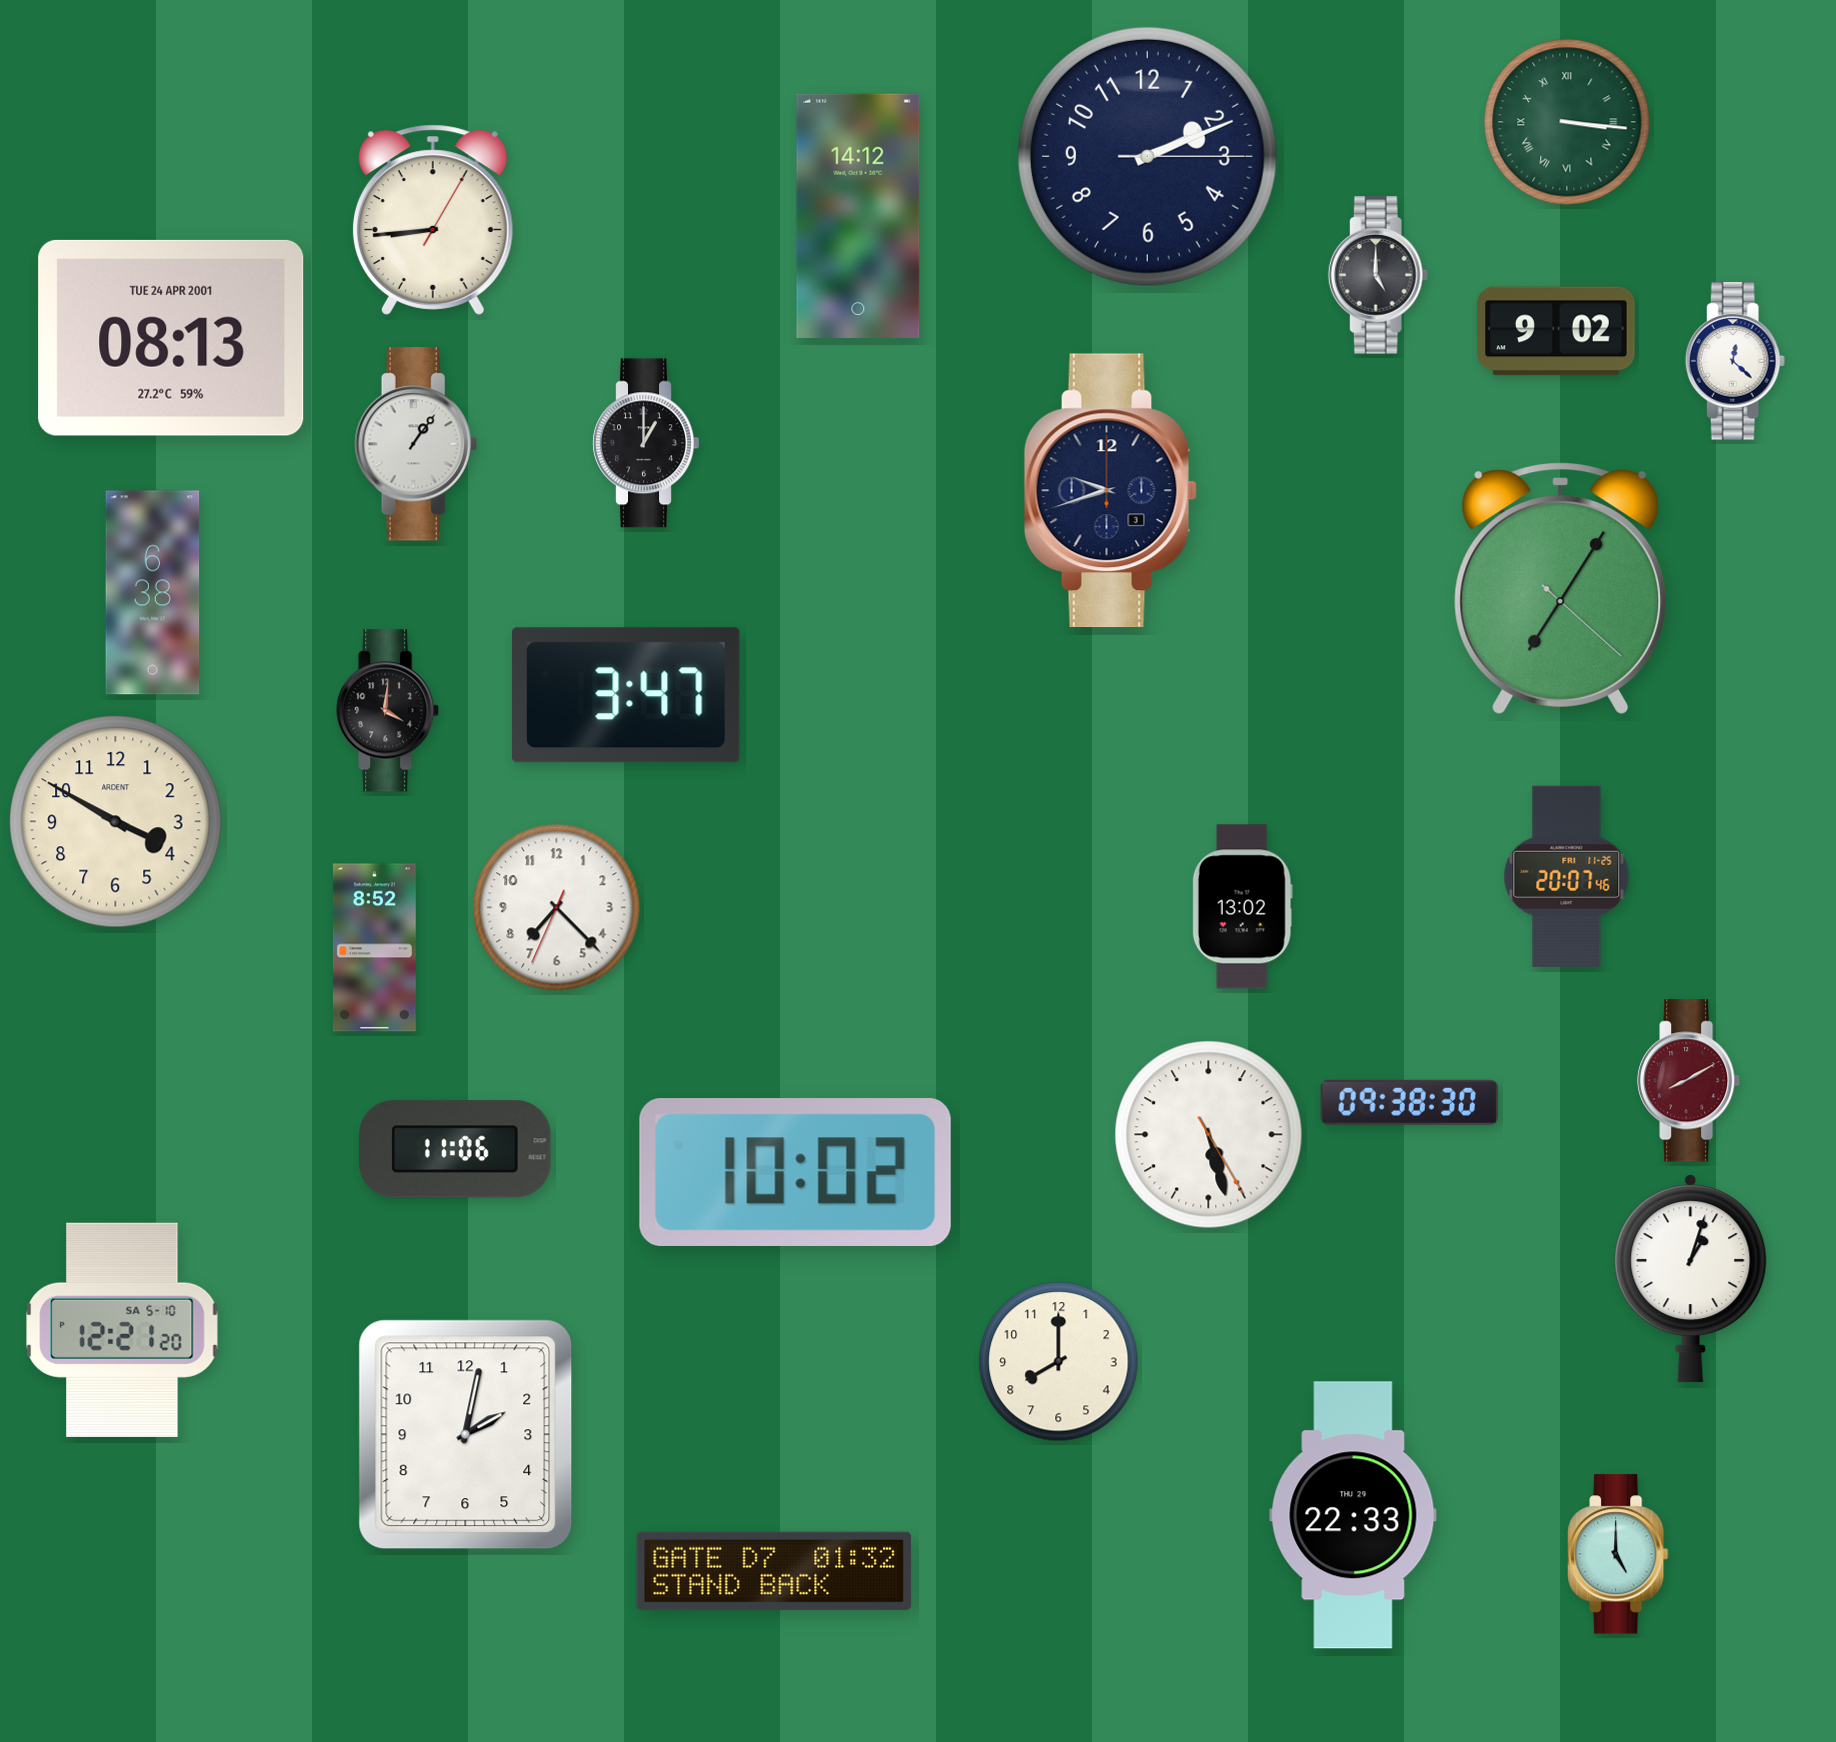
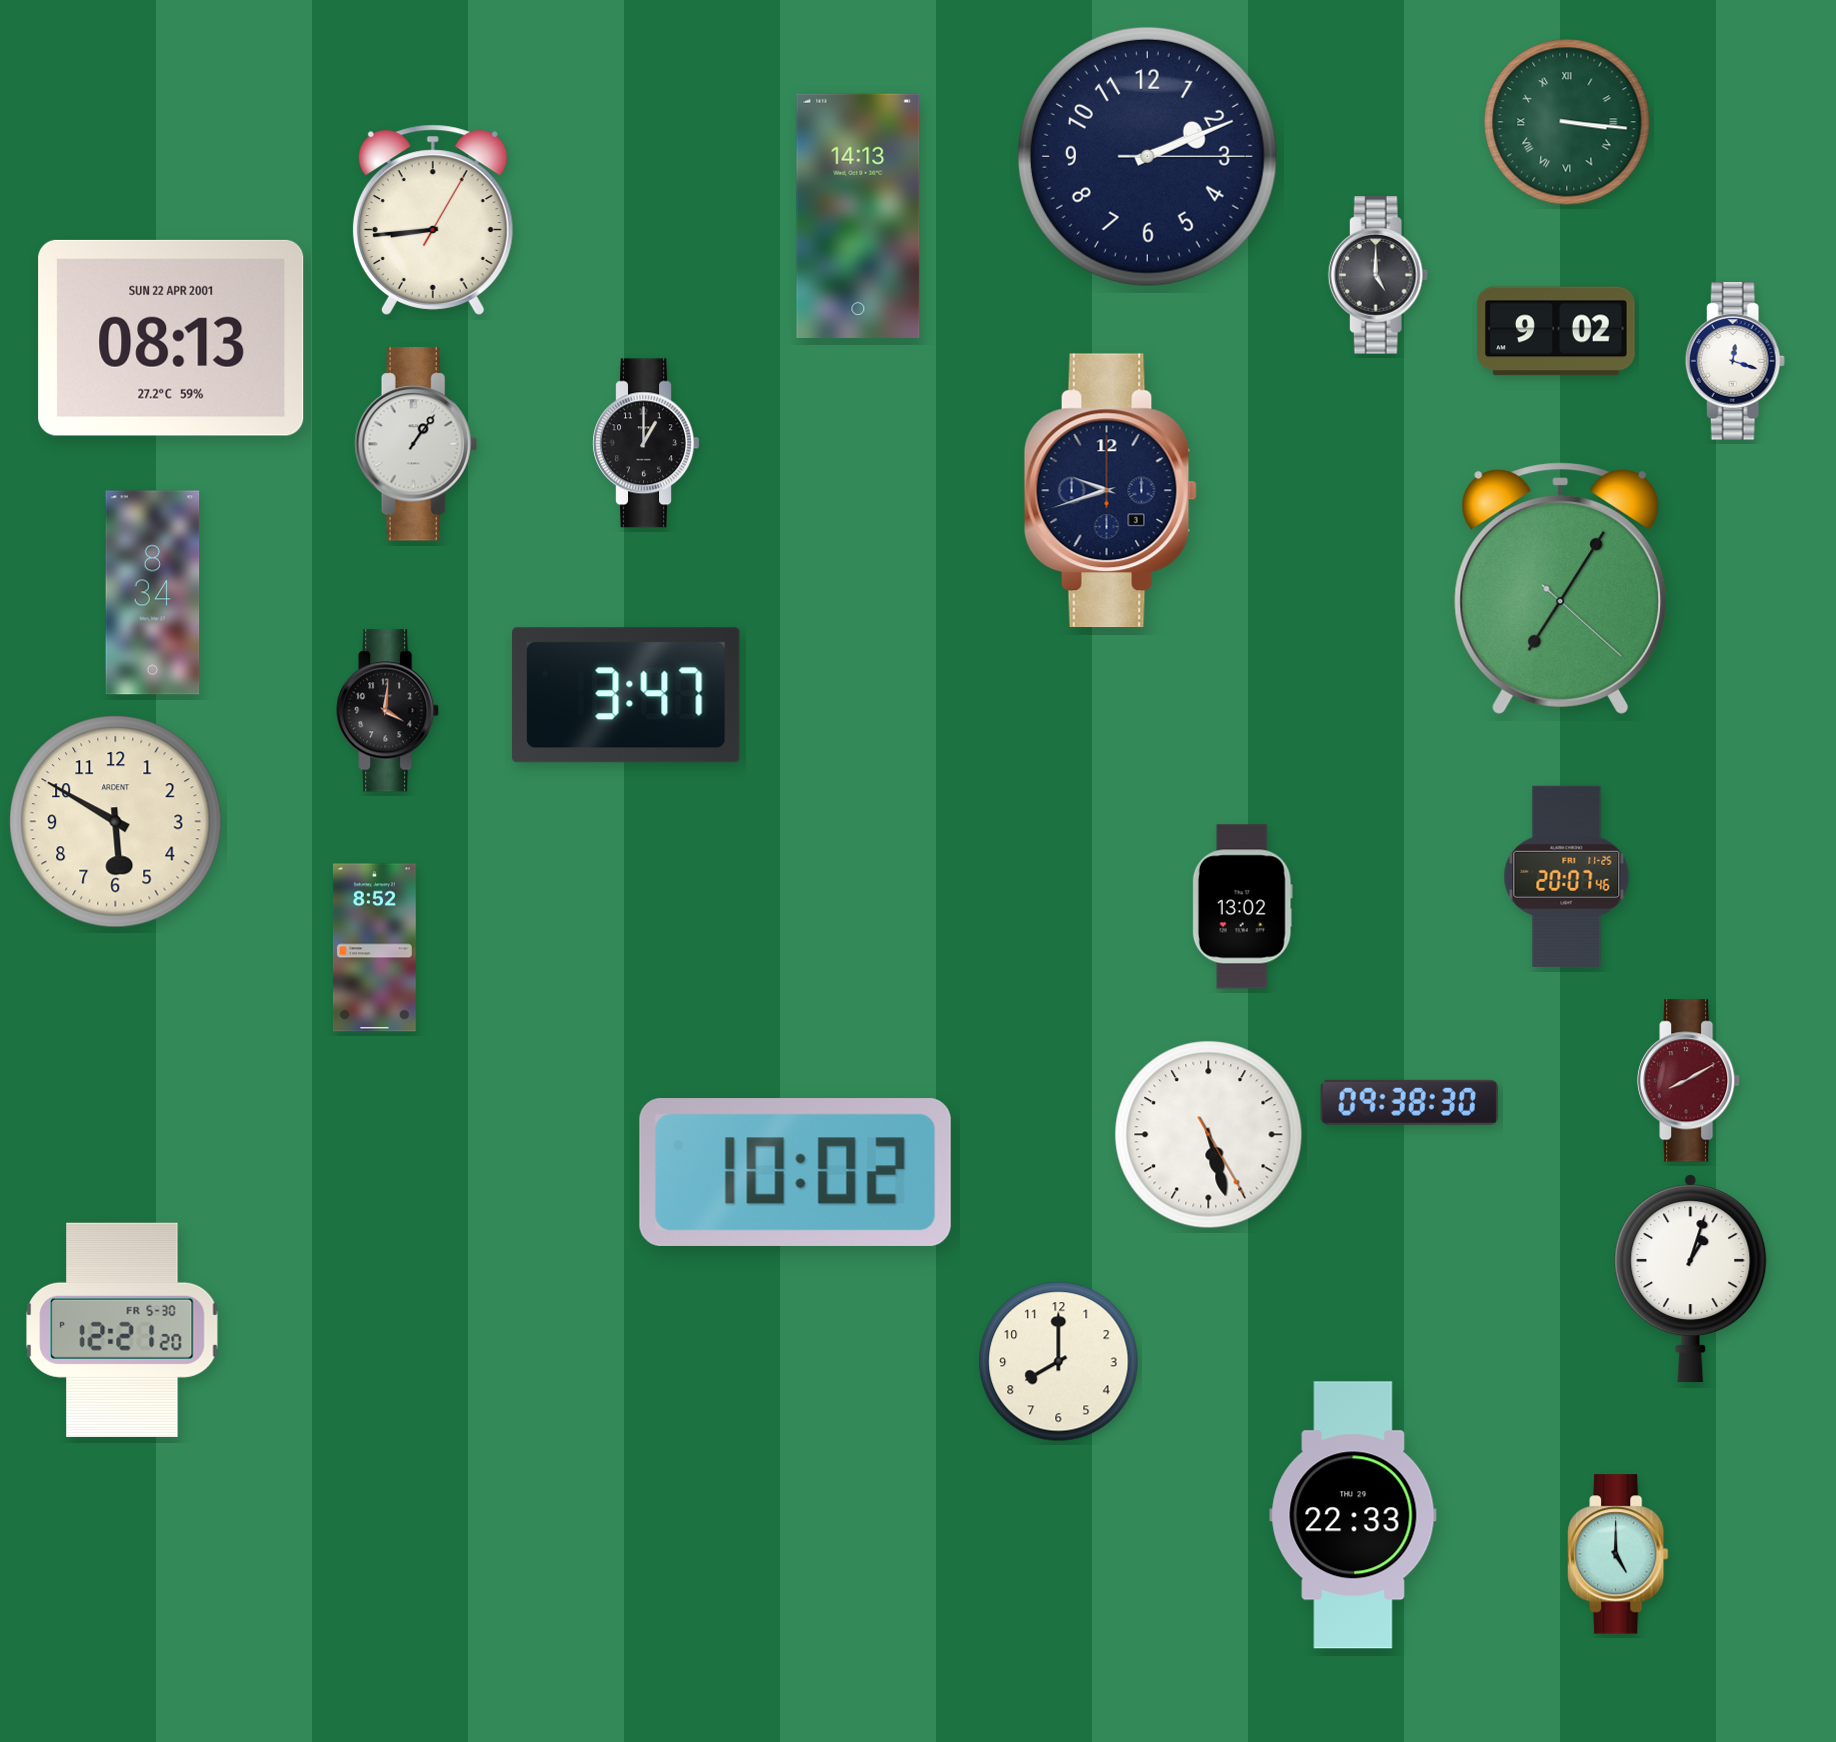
clock at (858, 216): 14:12 -> 14:13
clock at (171, 338) date: TUE 24 APR 2001 -> SUN 22 APR 2001
clock at (1735, 361): 12:22 -> 12:18
clock at (153, 593): 6:38 -> 8:34
clock at (116, 822): 3:50 -> 5:50
clock at (557, 908): 7:22 -> none
clock at (455, 1149): 11:06 -> none
clock at (122, 1330) date: SA 5-10 -> FR 5-30
clock at (466, 1435): 2:02 -> none
clock at (774, 1571): 01:32 -> none
